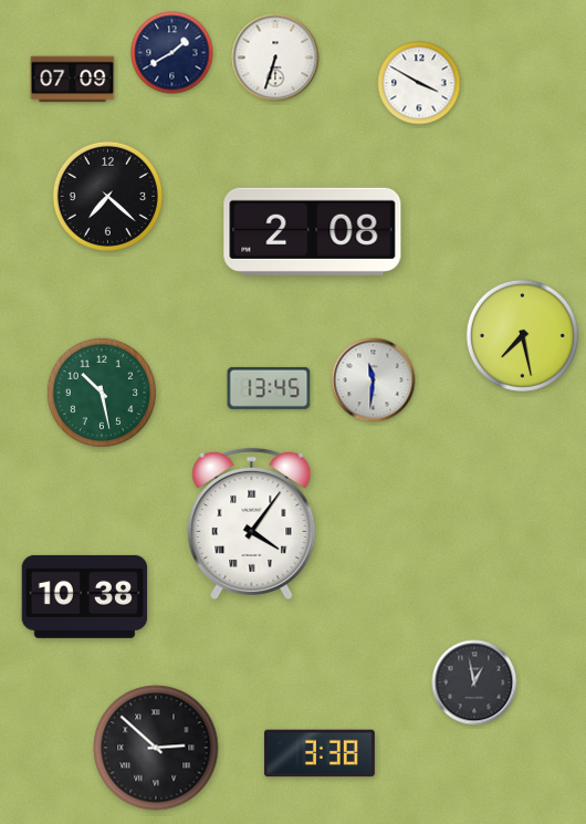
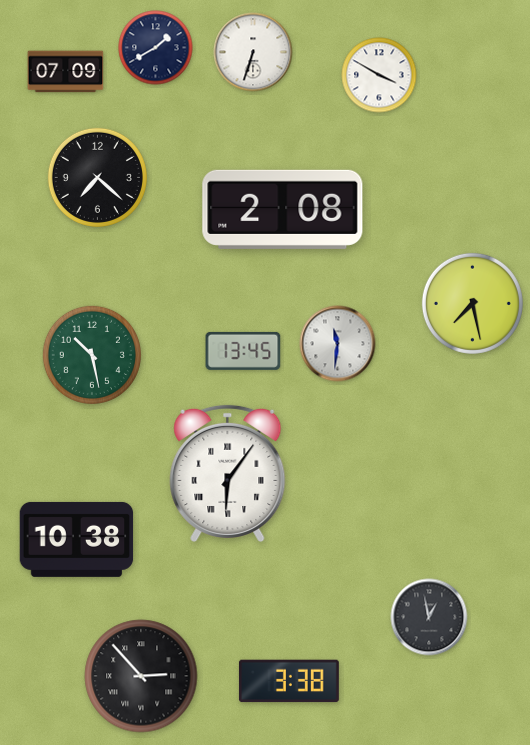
clock at (275, 58) position: (275, 58) -> (253, 52)
clock at (252, 523): 4:06 -> 6:06
clock at (156, 748): 2:52 -> 2:53
